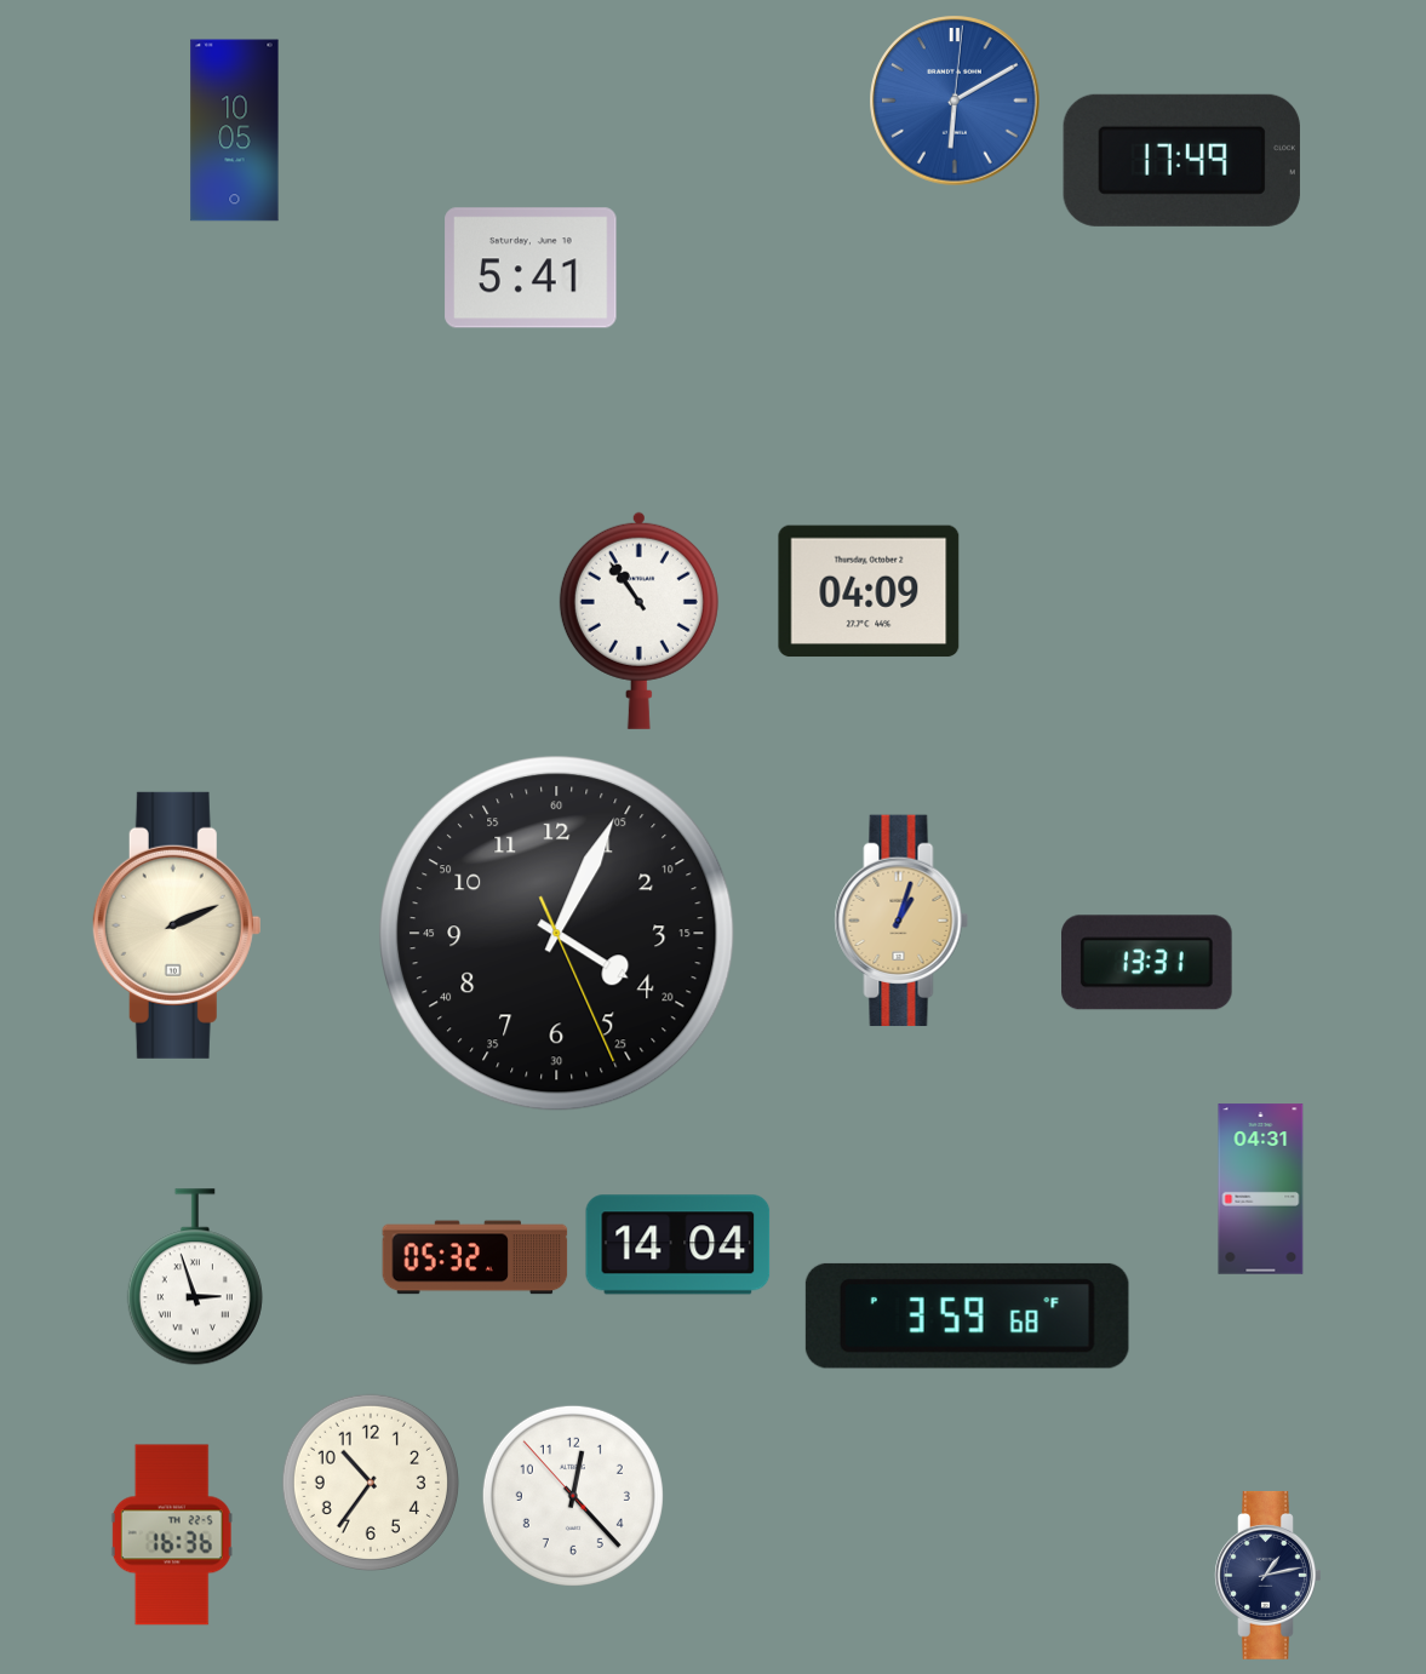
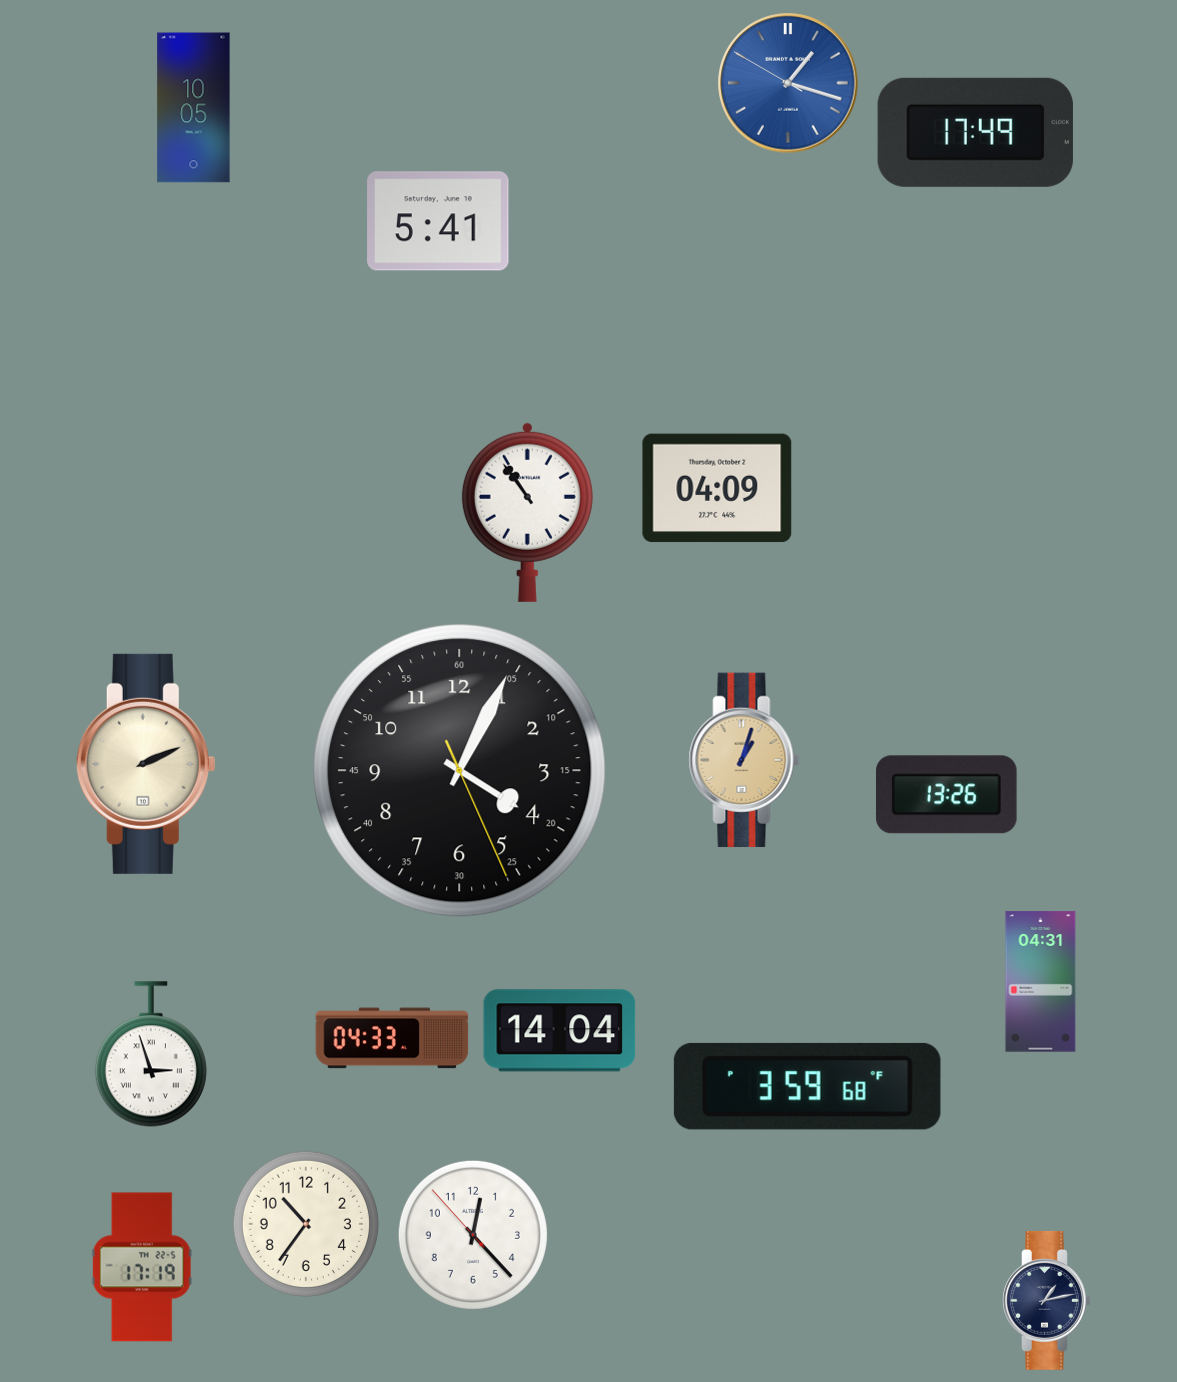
clock at (955, 101): 6:10 -> 1:17
clock at (1147, 963): 13:31 -> 13:26
clock at (678, 1245) position: (678, 1245) -> (560, 1031)
clock at (475, 1257): 05:32 -> 04:33
clock at (195, 1277) position: (195, 1277) -> (151, 1054)
clock at (967, 1315) position: (967, 1315) -> (807, 1086)
clock at (172, 1535): 16:36 -> 17:19
